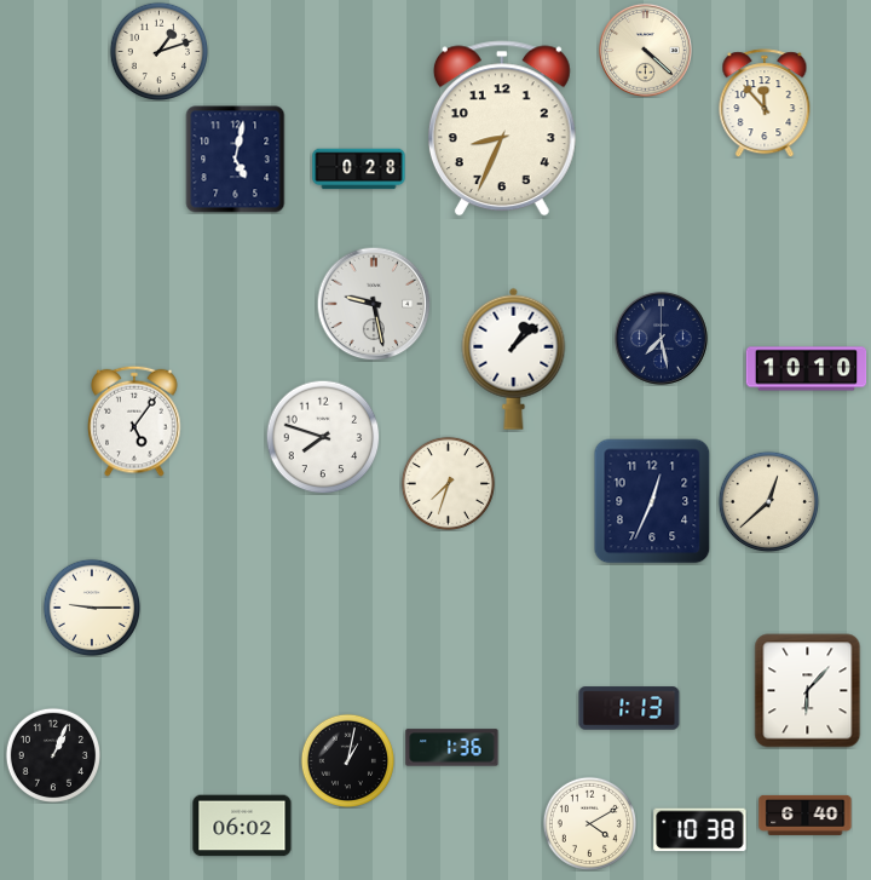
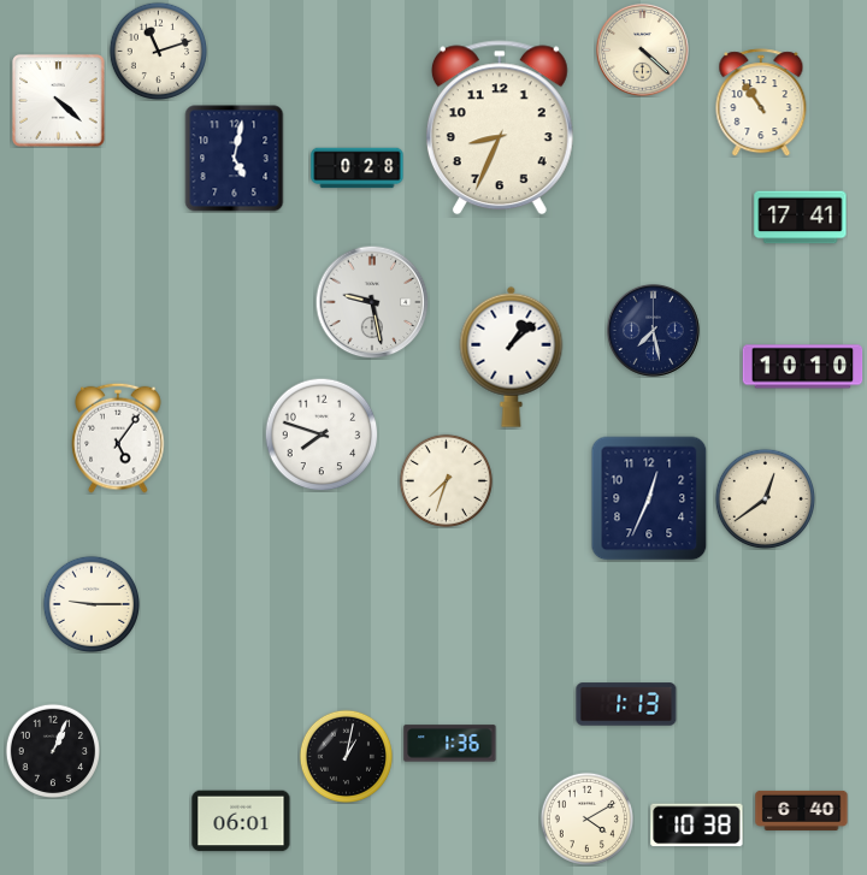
clock at (158, 51): 1:12 -> 11:12
clock at (59, 101): none -> 4:22
clock at (765, 103): 11:53 -> 10:54
clock at (801, 218): none -> 17:41
clock at (662, 339) position: (662, 339) -> (654, 331)
clock at (134, 421) position: (134, 421) -> (118, 438)
clock at (768, 501): 12:38 -> 12:39
clock at (808, 691): 6:07 -> none
clock at (242, 826): 06:02 -> 06:01
